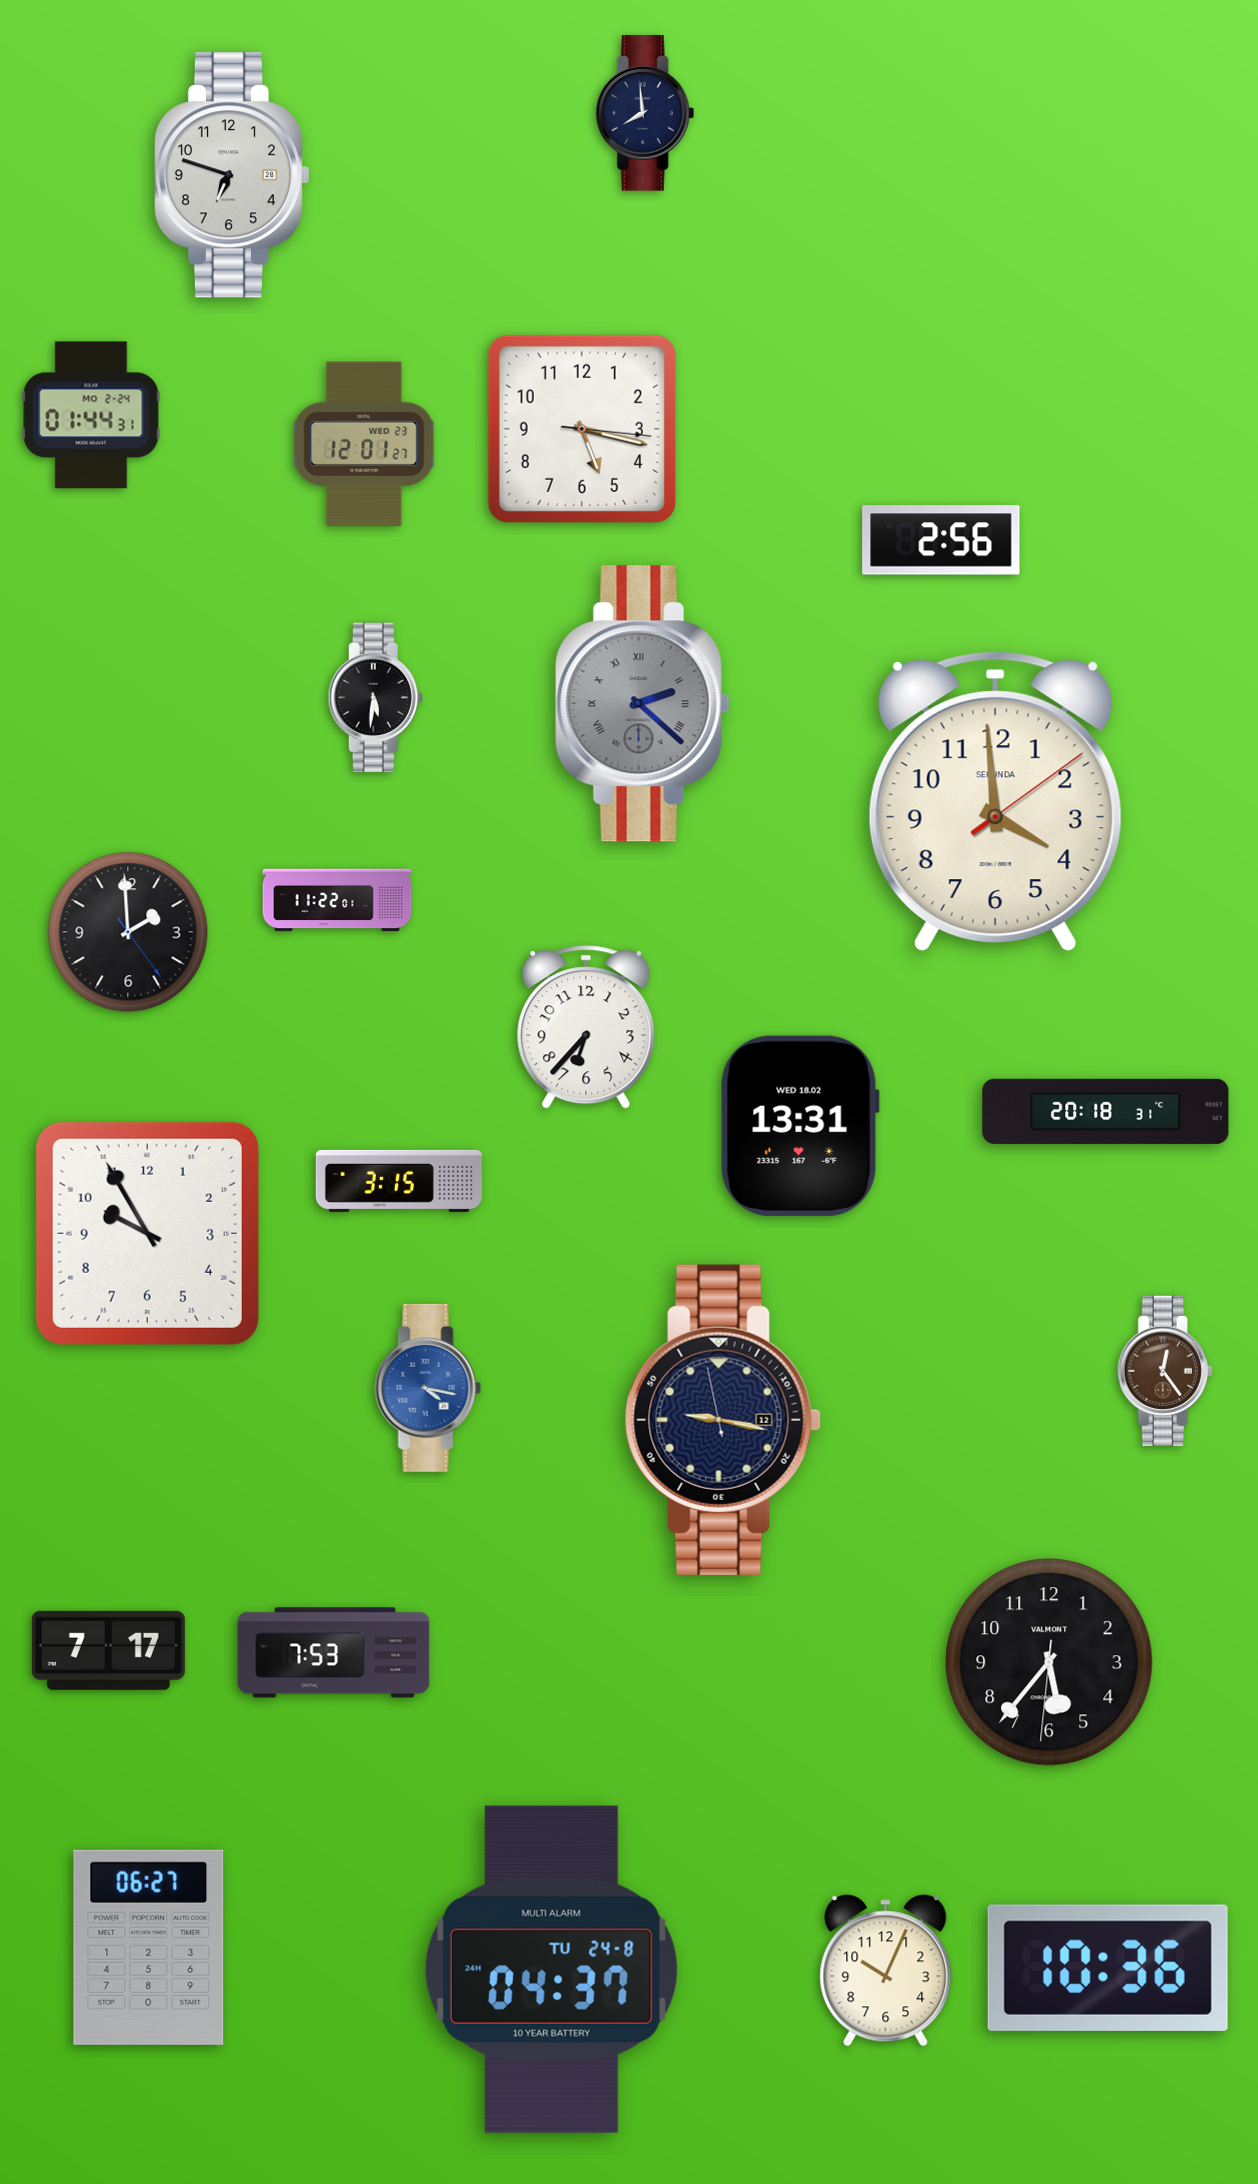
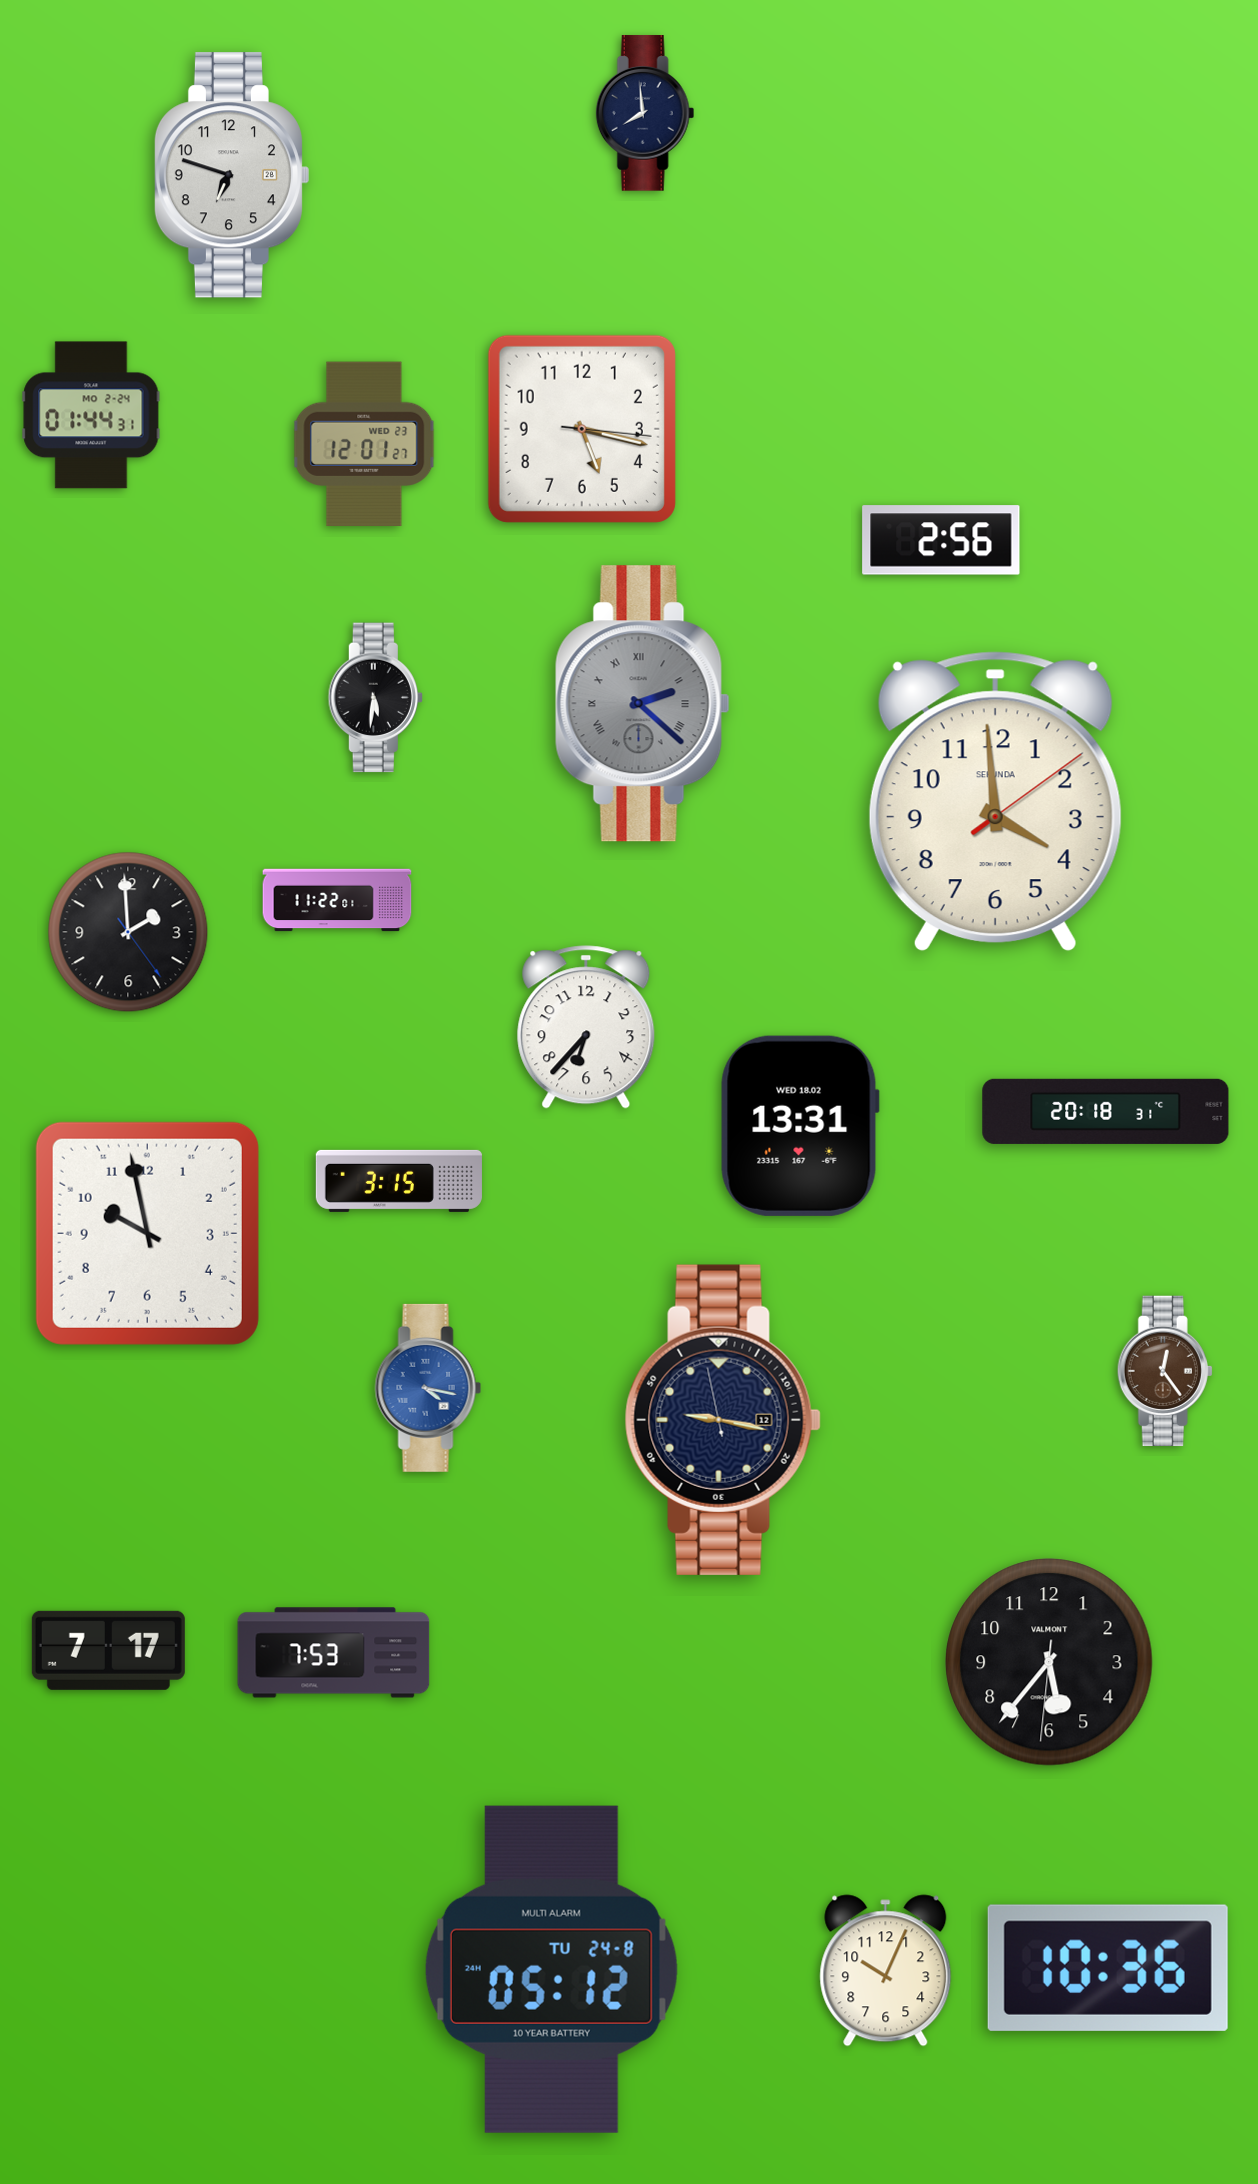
clock at (147, 1233): 9:55 -> 9:58
clock at (149, 1947): 06:27 -> none
clock at (551, 1969): 04:37 -> 05:12
